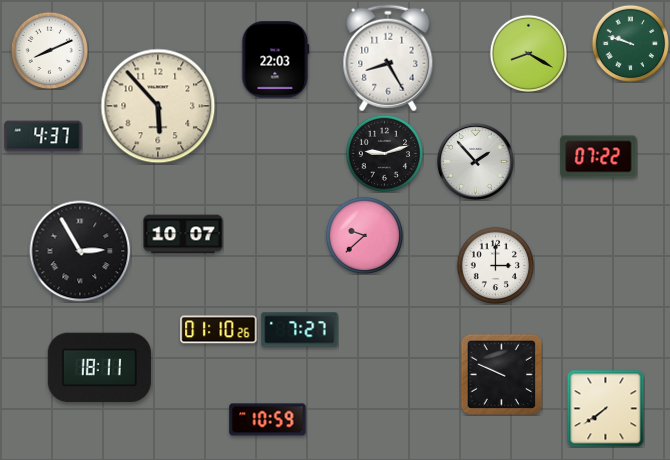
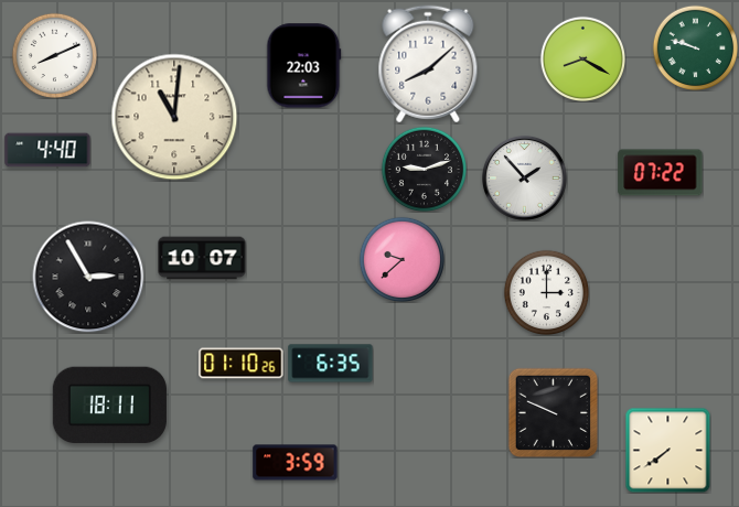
clock at (388, 58): 8:25 -> 8:08
clock at (158, 106): 5:53 -> 11:01
clock at (43, 136): 4:37 -> 4:40
clock at (300, 330): 7:27 -> 6:35
clock at (268, 420): 10:59 -> 3:59
